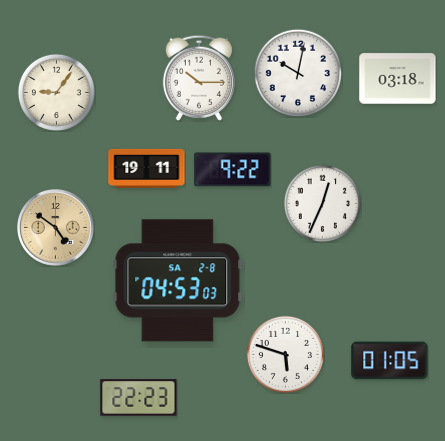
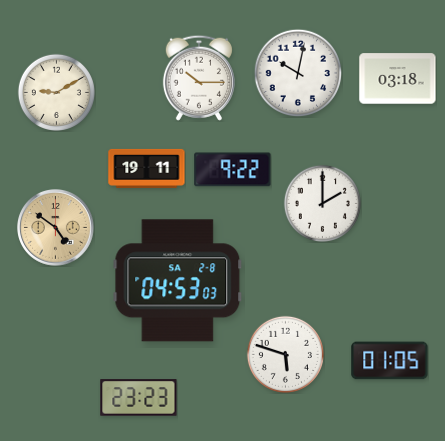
clock at (56, 92): 9:06 -> 9:10
clock at (322, 203): 12:34 -> 2:00
clock at (139, 398): 22:23 -> 23:23
